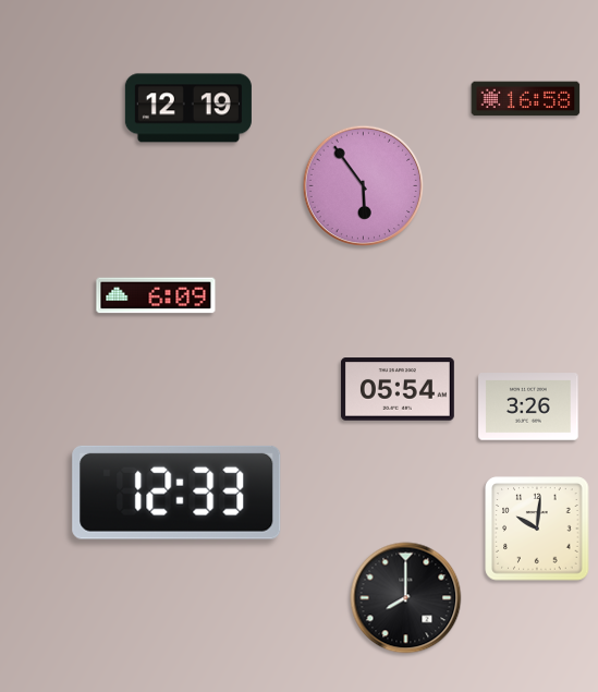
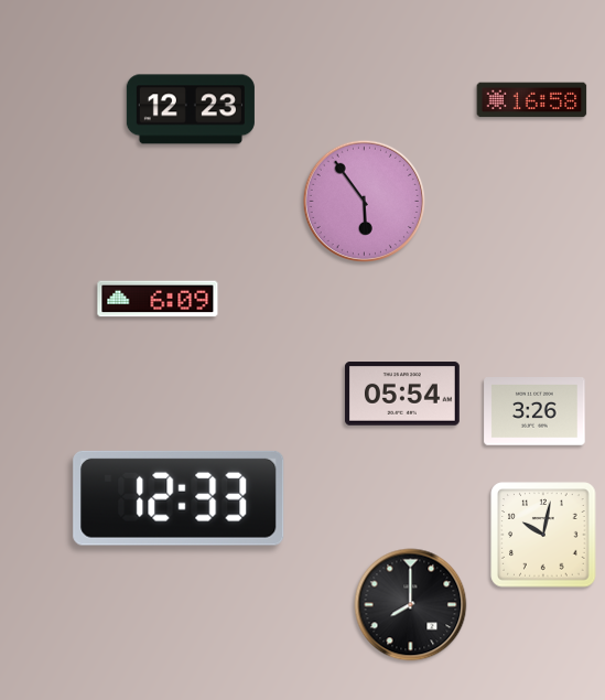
clock at (188, 108): 12:19 -> 12:23
clock at (363, 185) position: (363, 185) -> (364, 201)
clock at (537, 529): 10:01 -> 10:02
